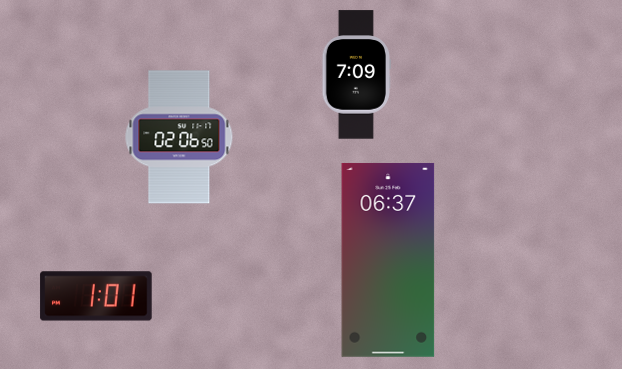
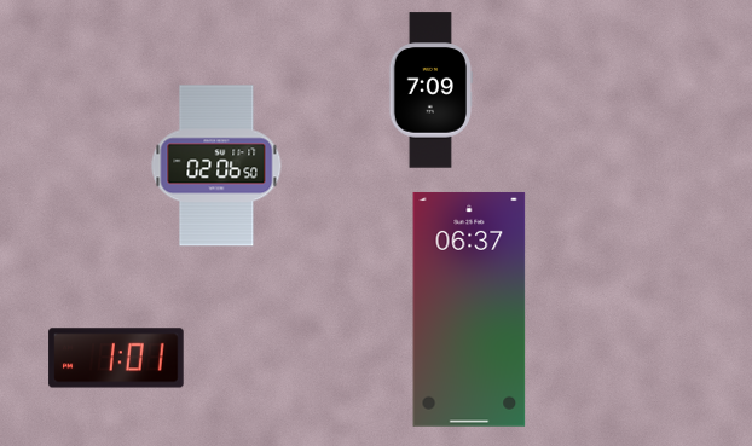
clock at (388, 260) position: (388, 260) -> (469, 309)
